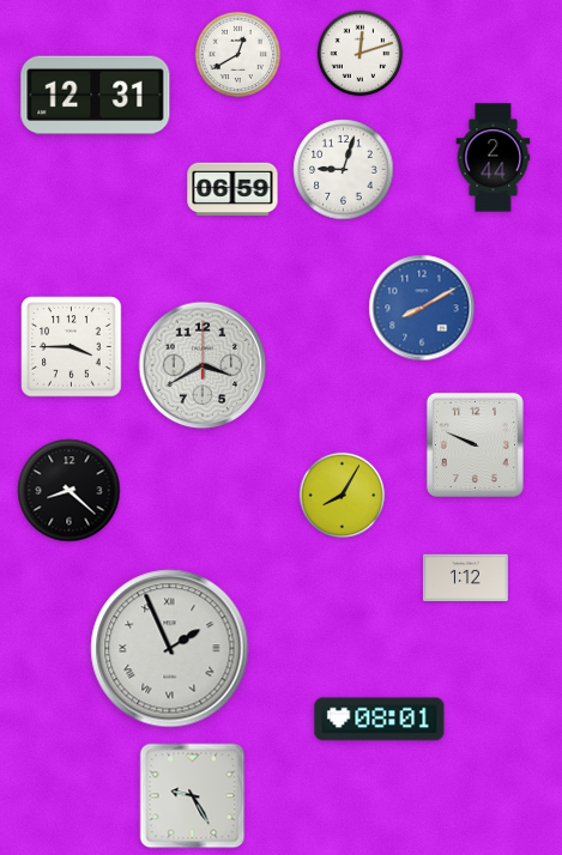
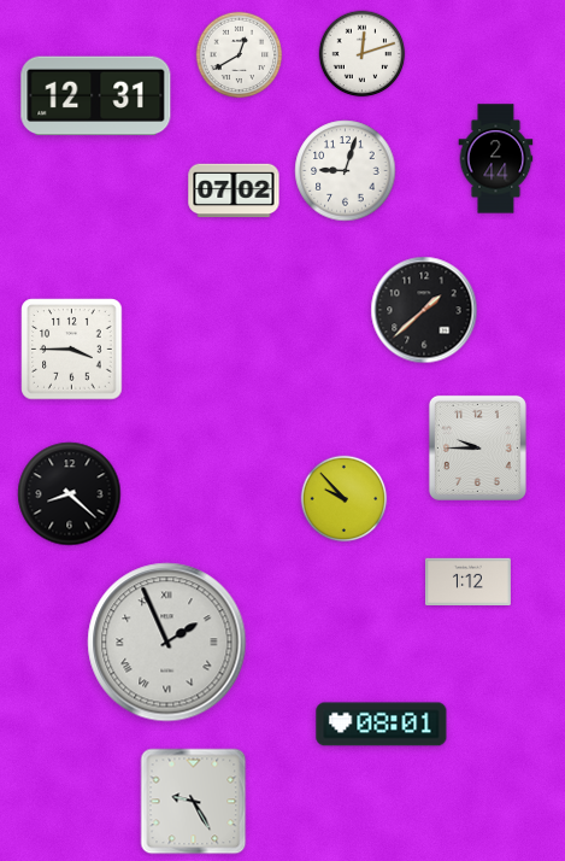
clock at (232, 189): 06:59 -> 07:02
clock at (422, 308): 8:10 -> 1:38
clock at (422, 308) dial: blue -> black
clock at (203, 365): 3:40 -> none
clock at (475, 444): 9:49 -> 9:45
clock at (343, 496): 8:05 -> 9:53
clock at (170, 649) position: (170, 649) -> (167, 643)
